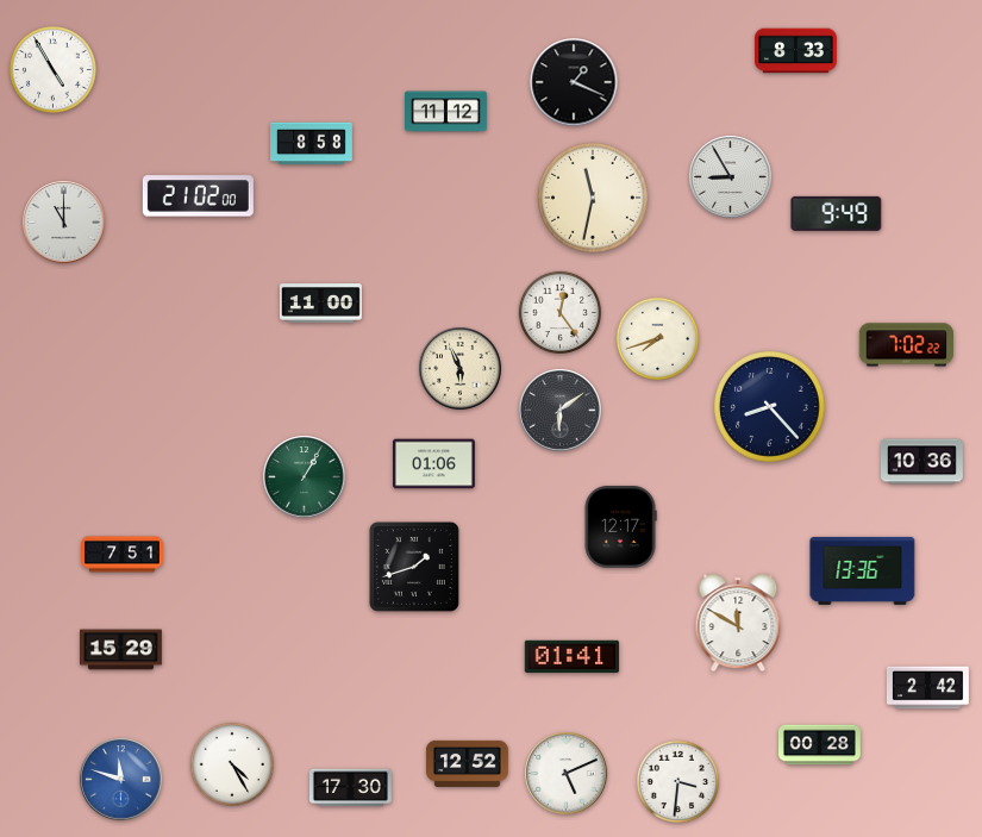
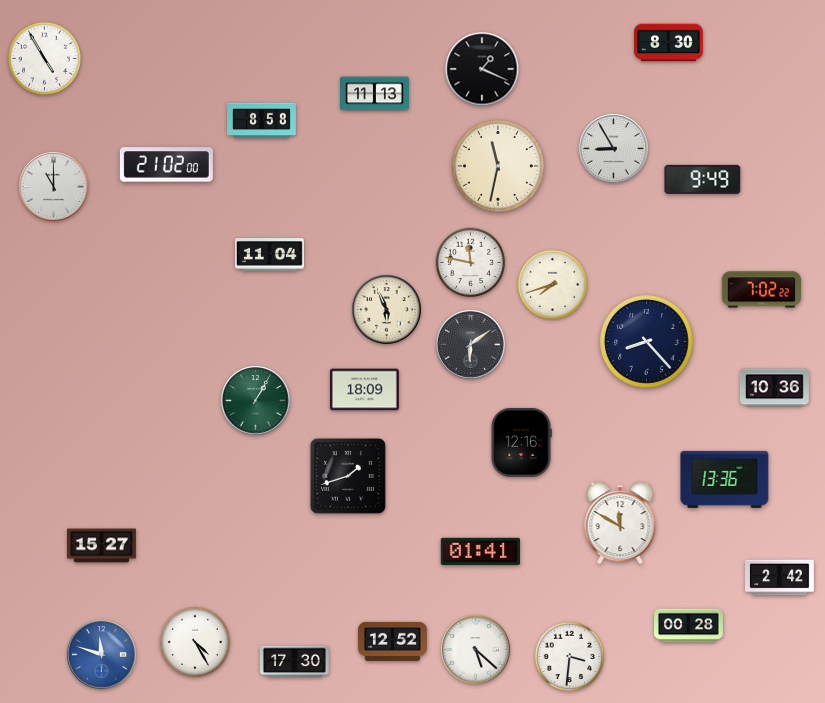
clock at (796, 51): 8:33 -> 8:30
clock at (446, 112): 11:12 -> 11:13
clock at (320, 304): 11:00 -> 11:04
clock at (561, 313): 12:24 -> 11:47
clock at (433, 464): 01:06 -> 18:09
clock at (620, 526): 12:17 -> 12:16
clock at (123, 555): 7:51 -> none
clock at (121, 650): 15:29 -> 15:27
clock at (567, 774): 5:11 -> 5:22
